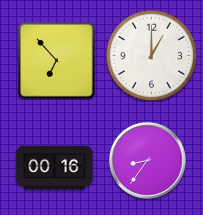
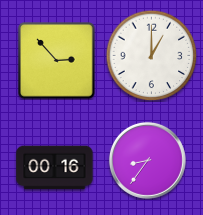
clock at (57, 61): 6:53 -> 2:53
